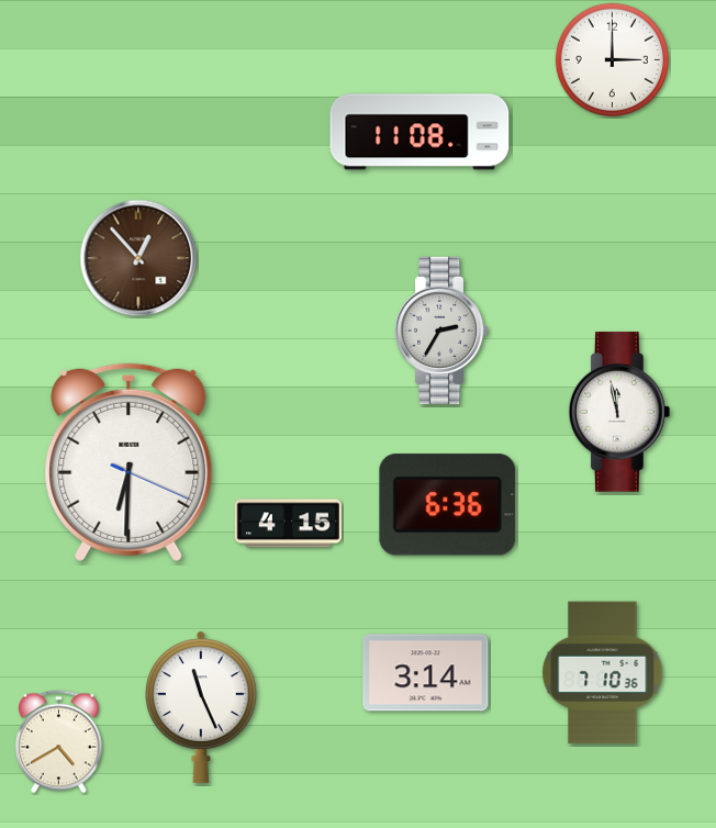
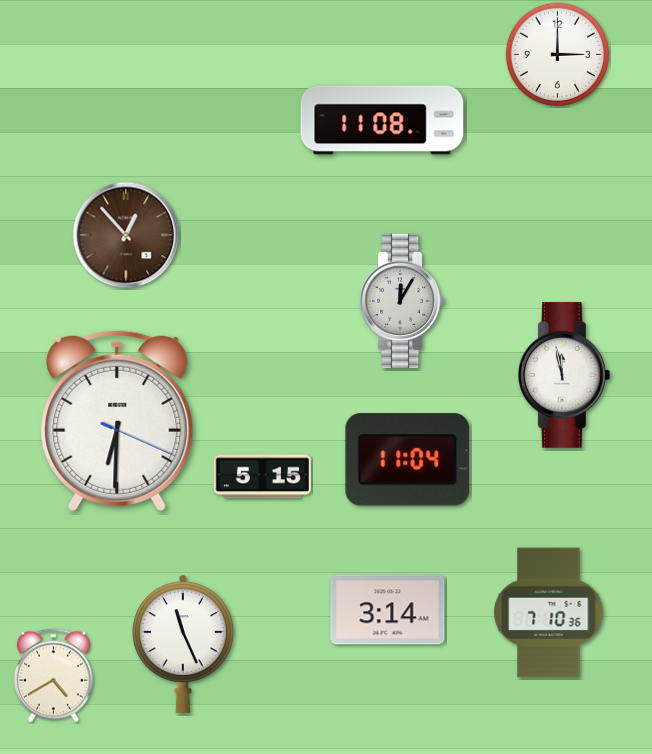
clock at (441, 331): 2:35 -> 12:05
clock at (448, 505): 6:36 -> 11:04
clock at (288, 524): 4:15 -> 5:15
clock at (426, 673) position: (426, 673) -> (388, 610)
